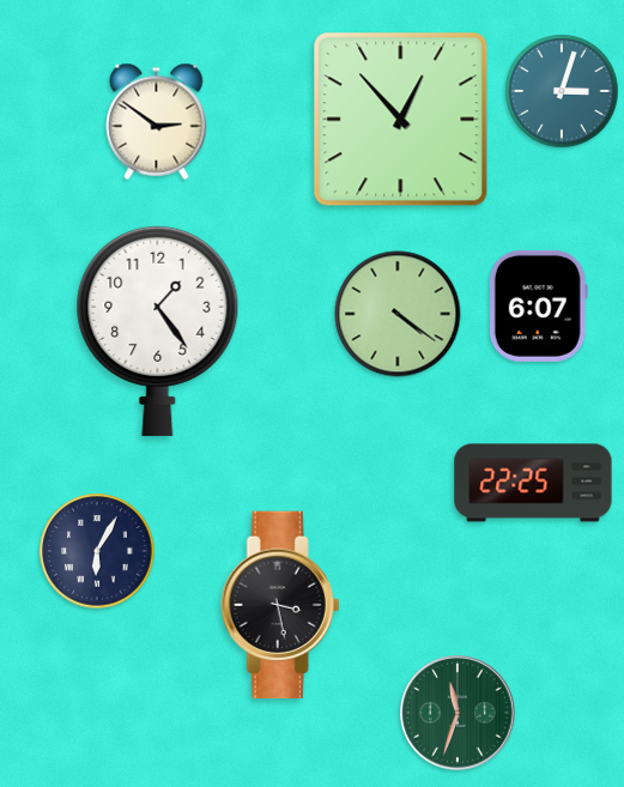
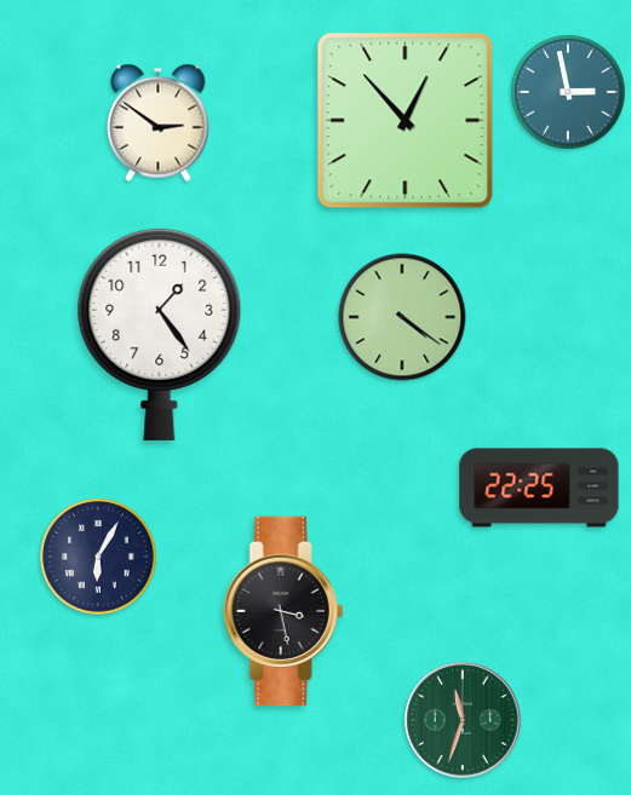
clock at (562, 91): 3:03 -> 2:58
clock at (538, 305): 6:07 -> none
